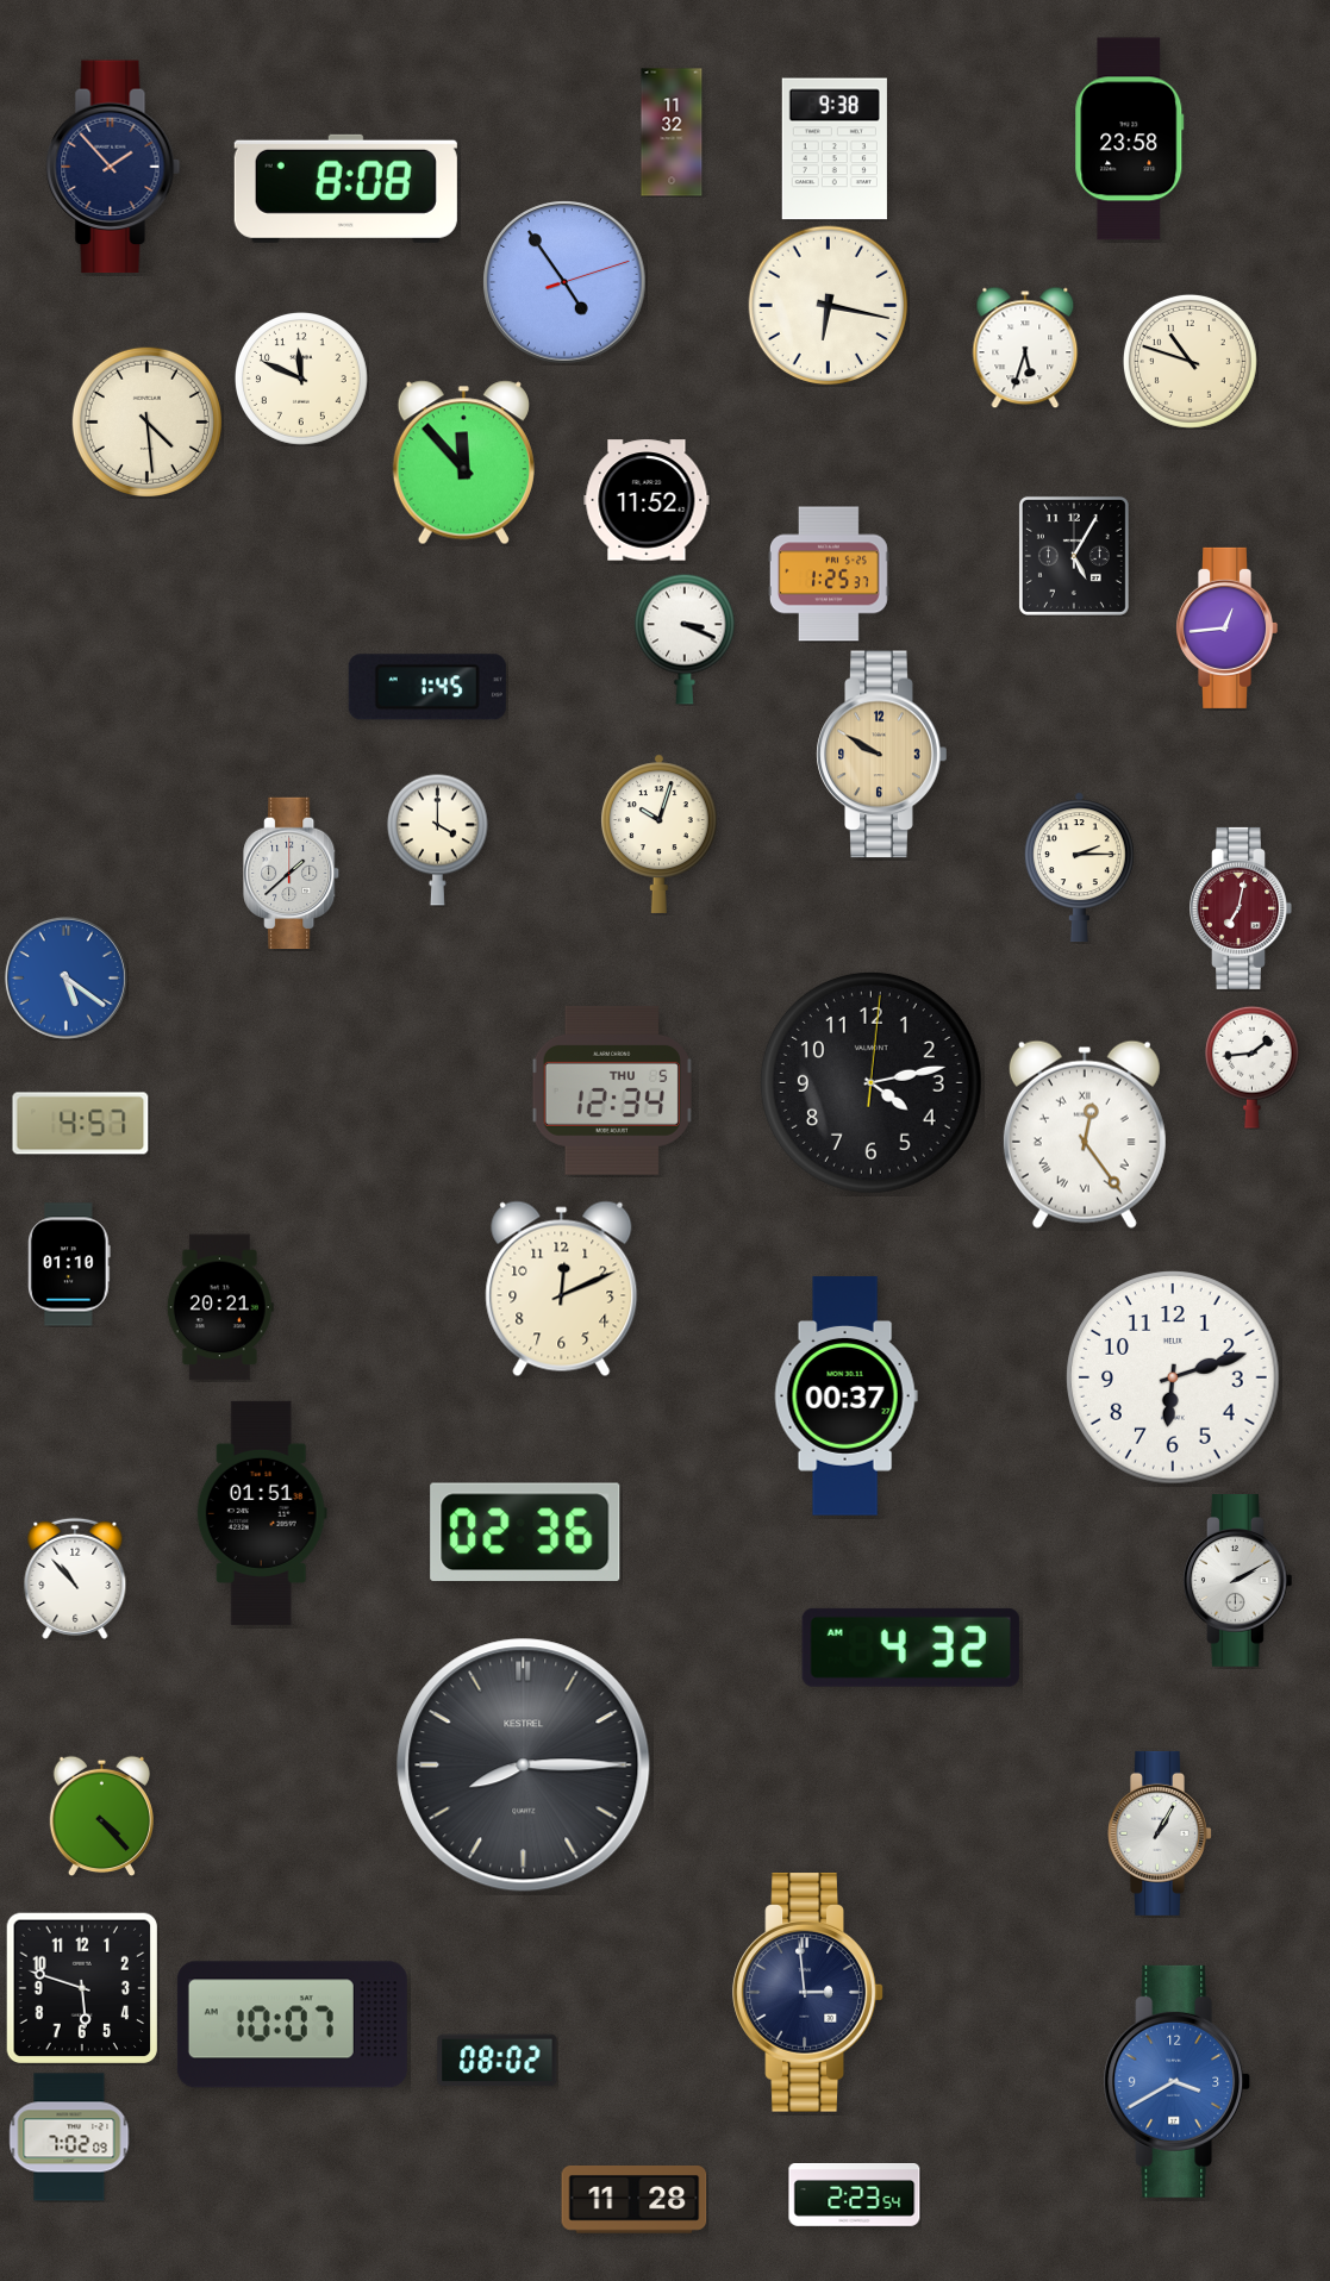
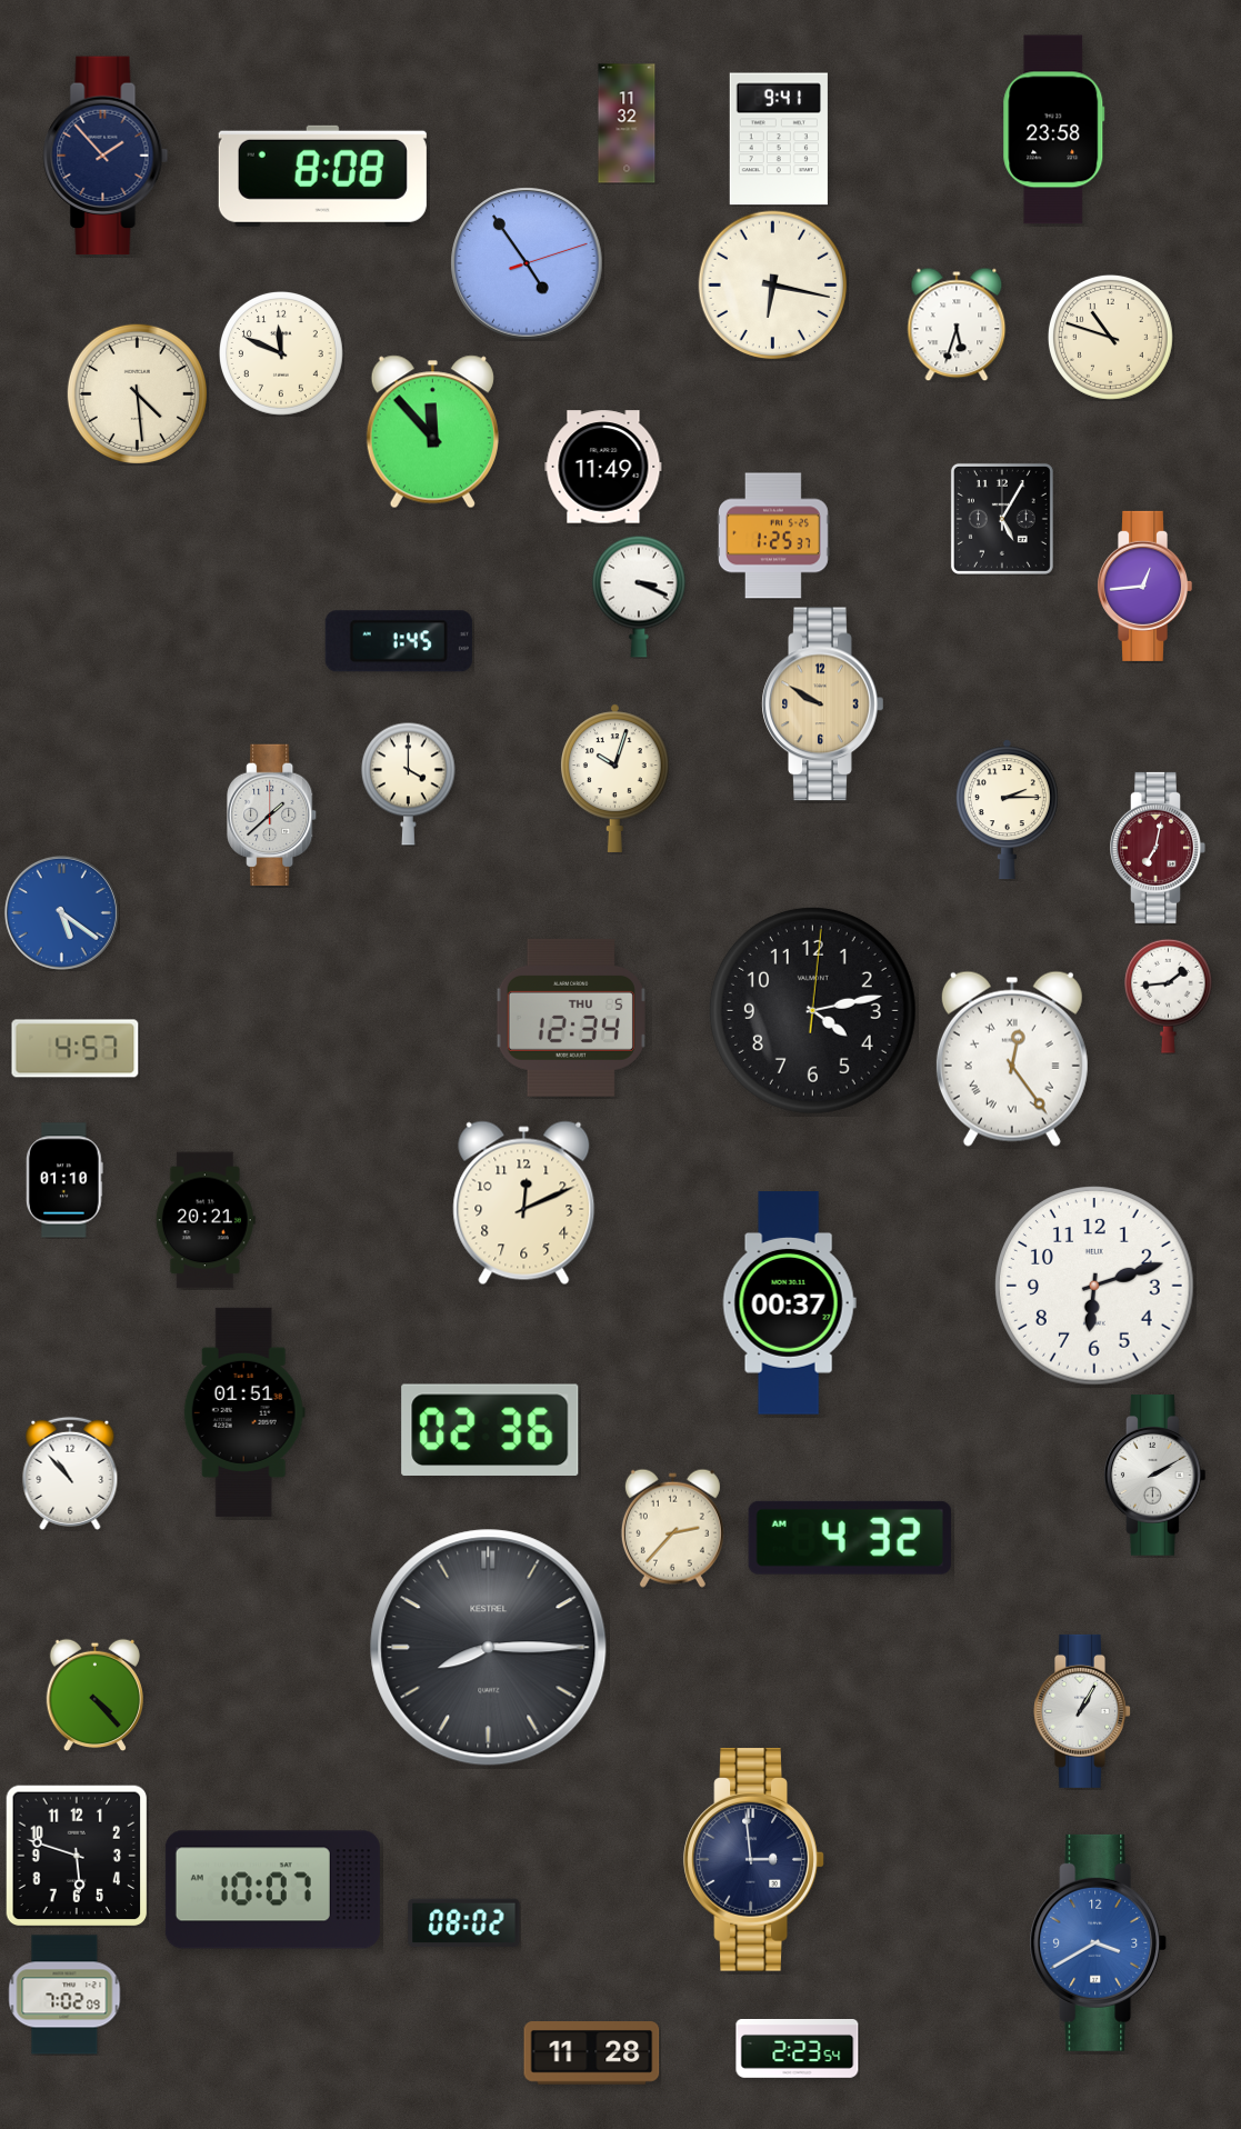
clock at (835, 149): 9:38 -> 9:41
clock at (647, 500): 11:52 -> 11:49
clock at (672, 1528): none -> 2:37
